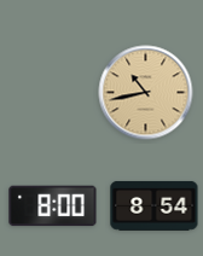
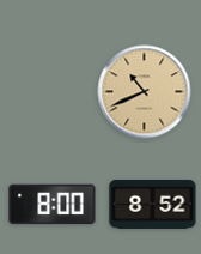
clock at (146, 93): 10:43 -> 10:41
clock at (155, 205): 8:54 -> 8:52
